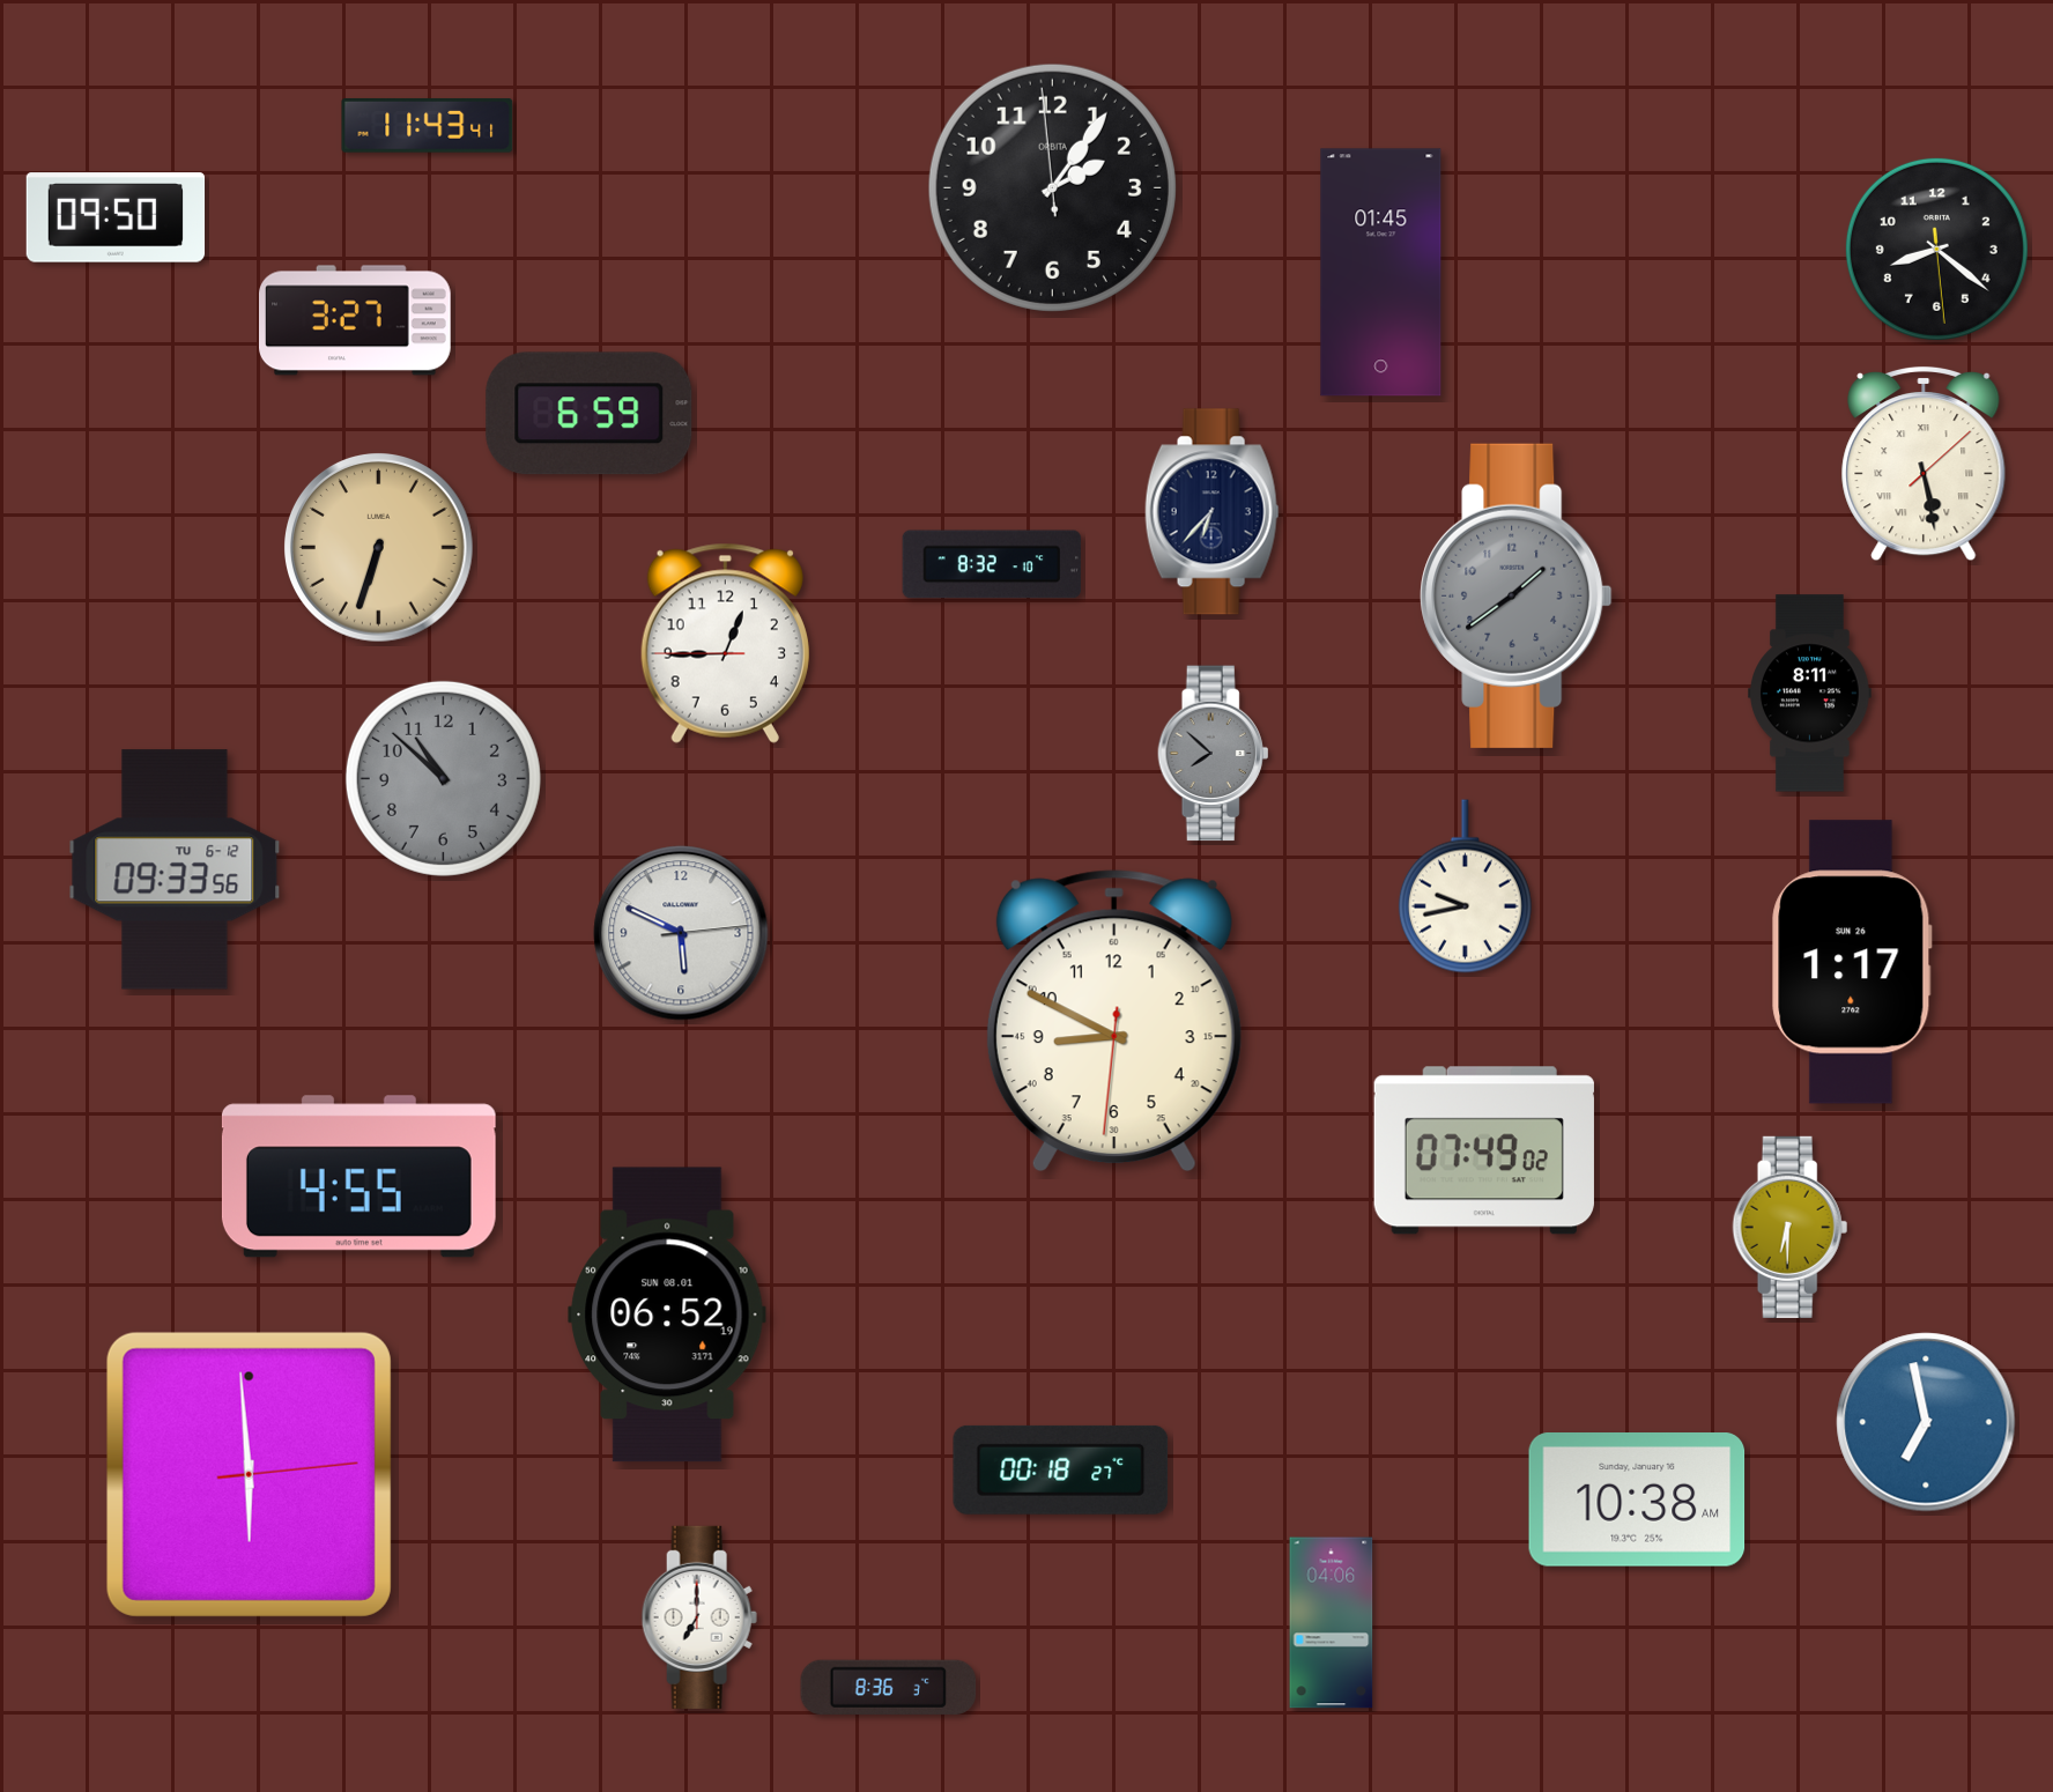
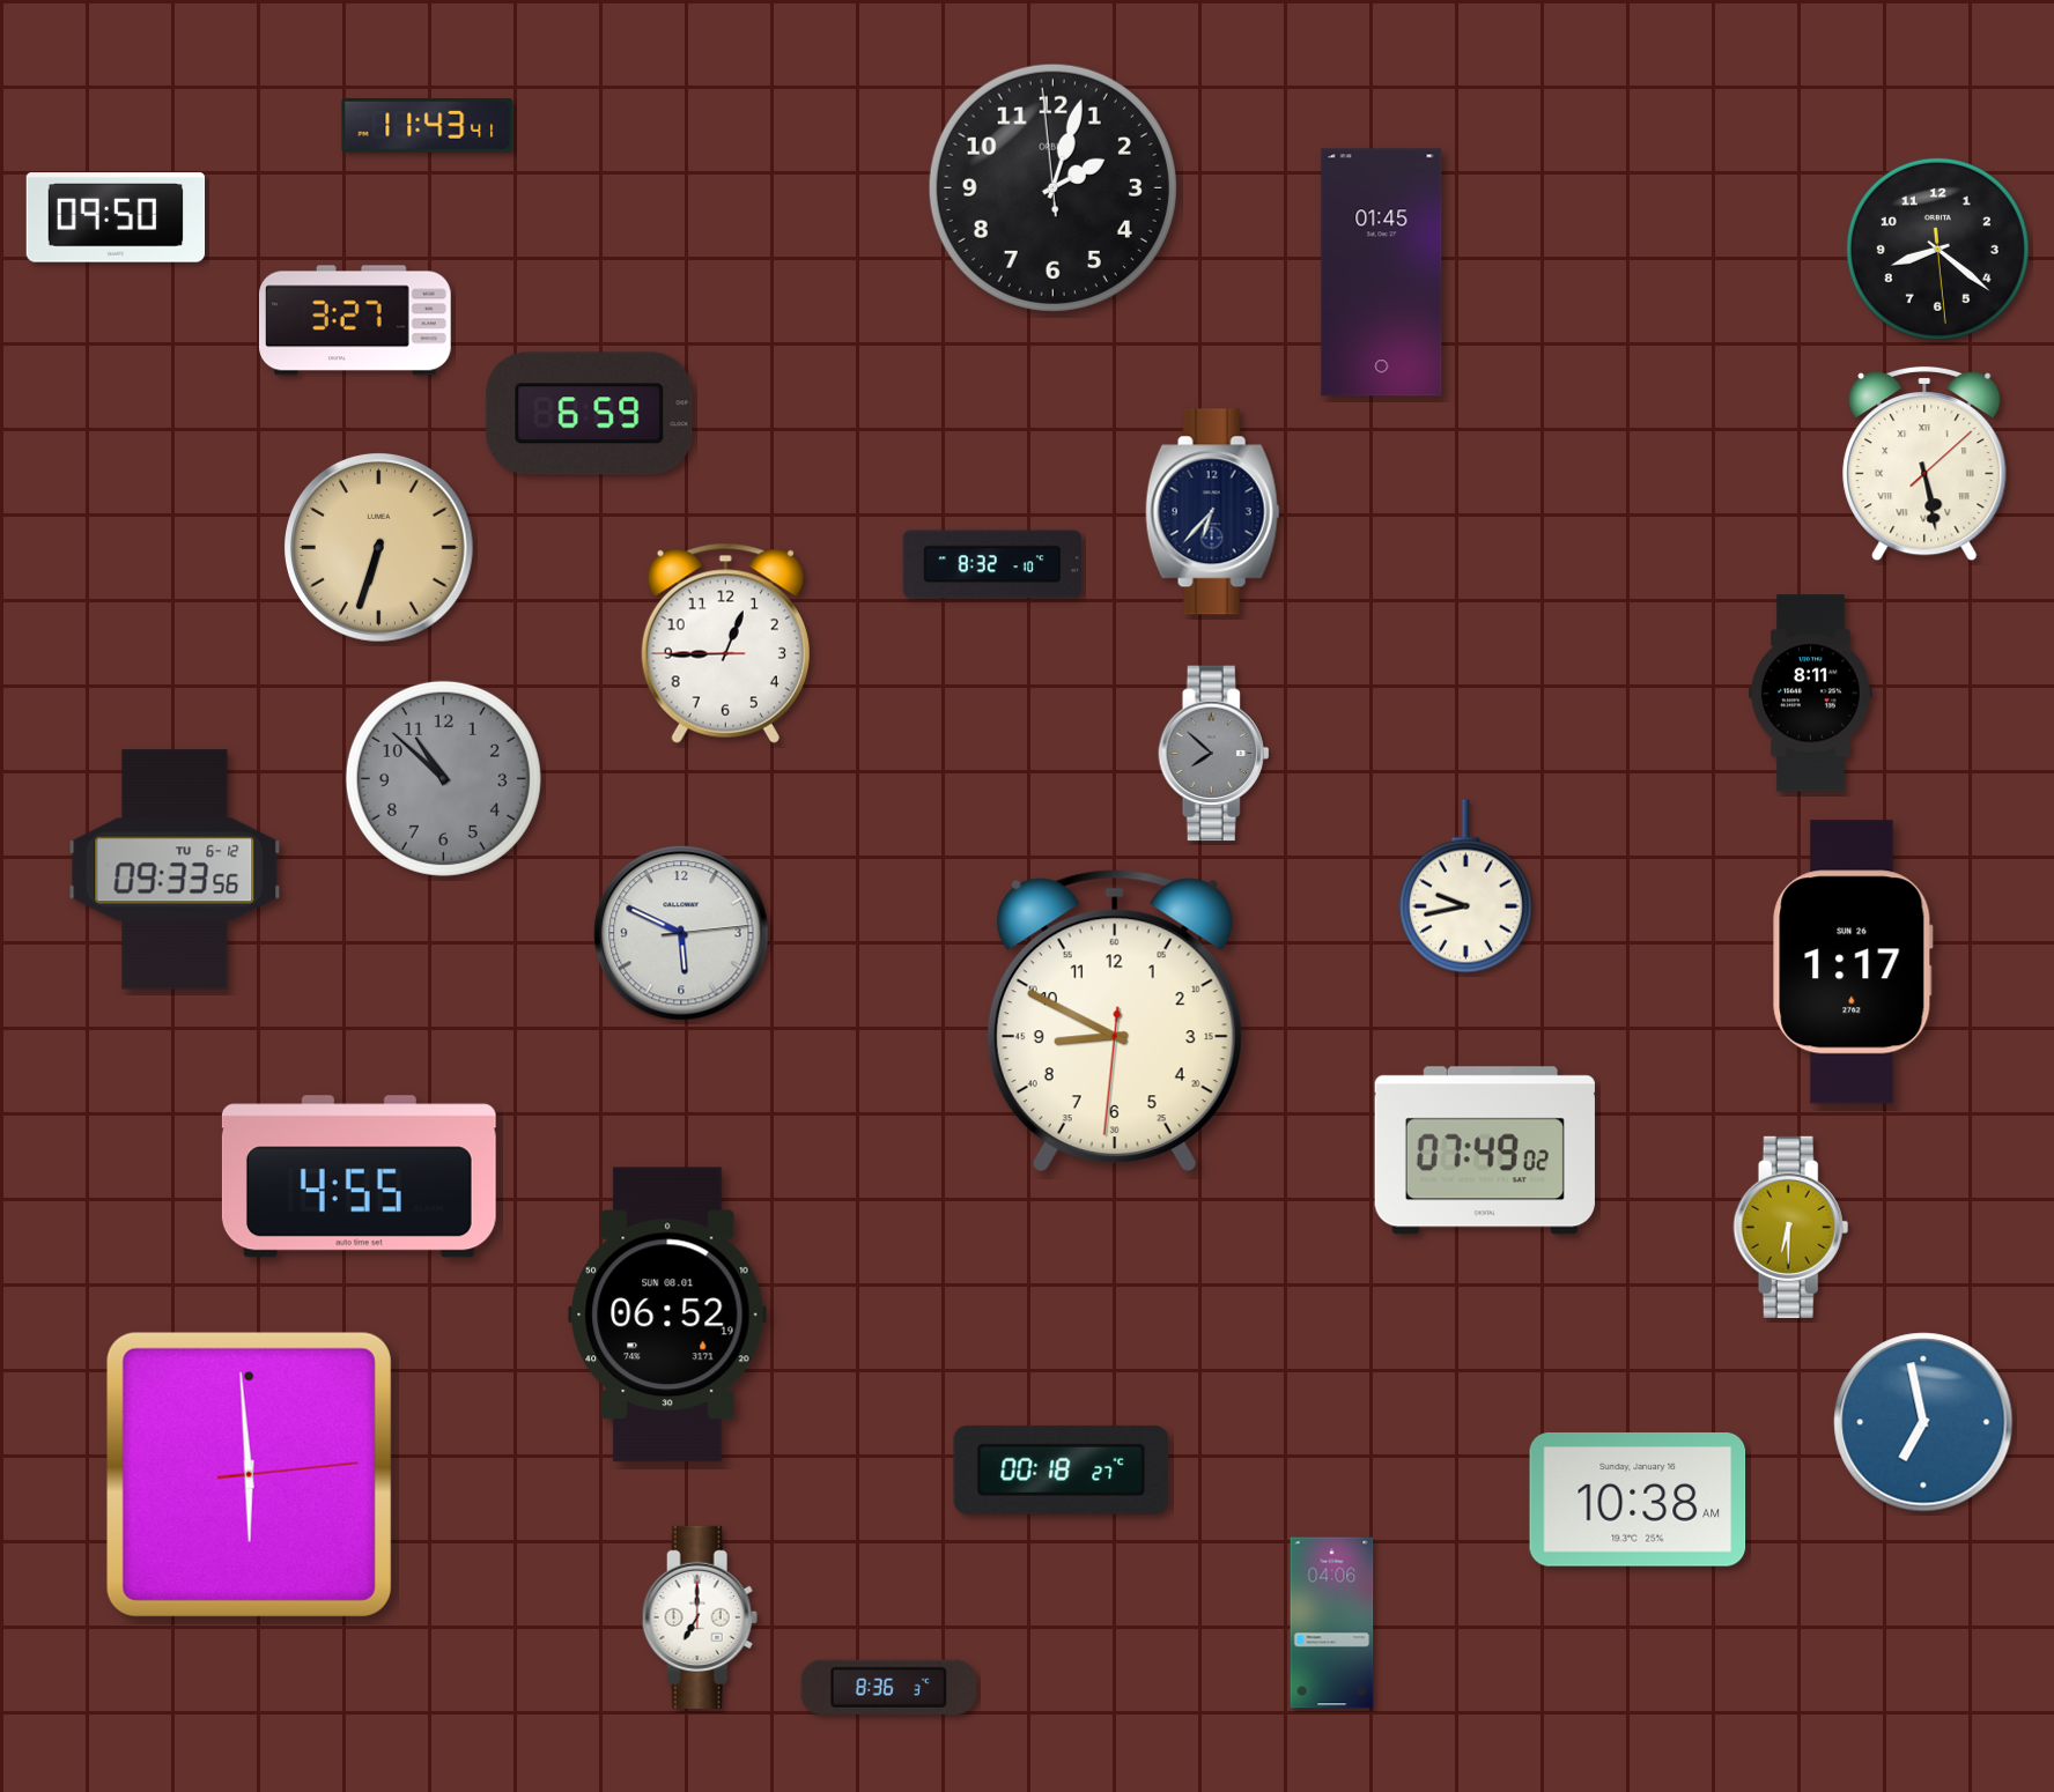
clock at (1052, 187): 2:05 -> 2:02
clock at (1517, 595): 1:39 -> none
clock at (1926, 1422) position: (1926, 1422) -> (1923, 1422)
